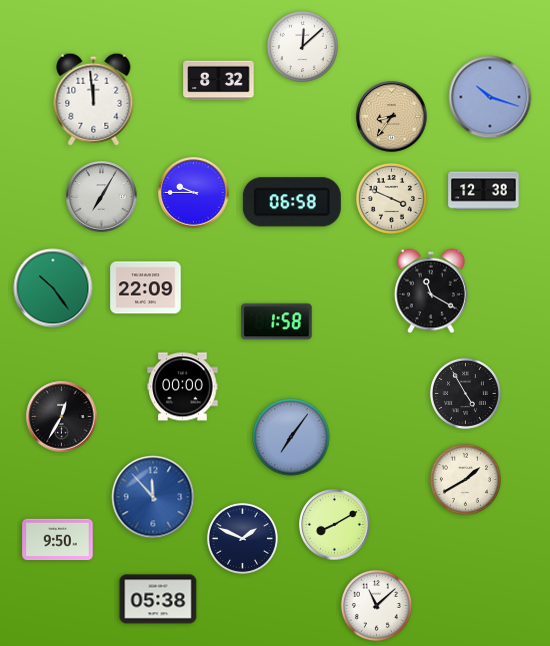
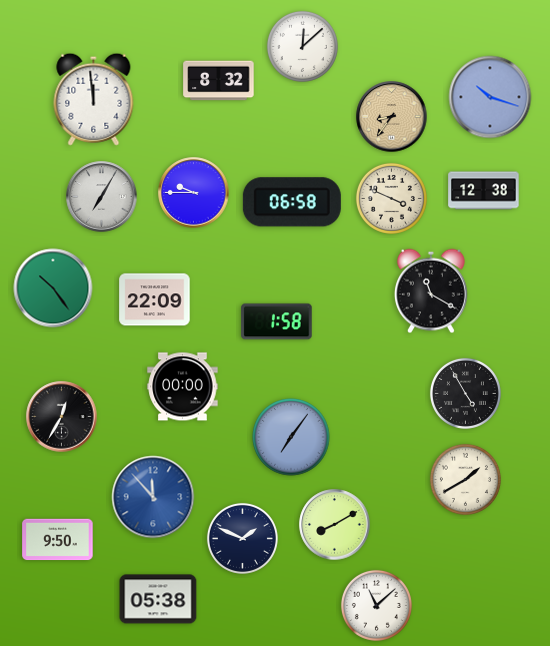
clock at (146, 288) position: (146, 288) -> (155, 300)
